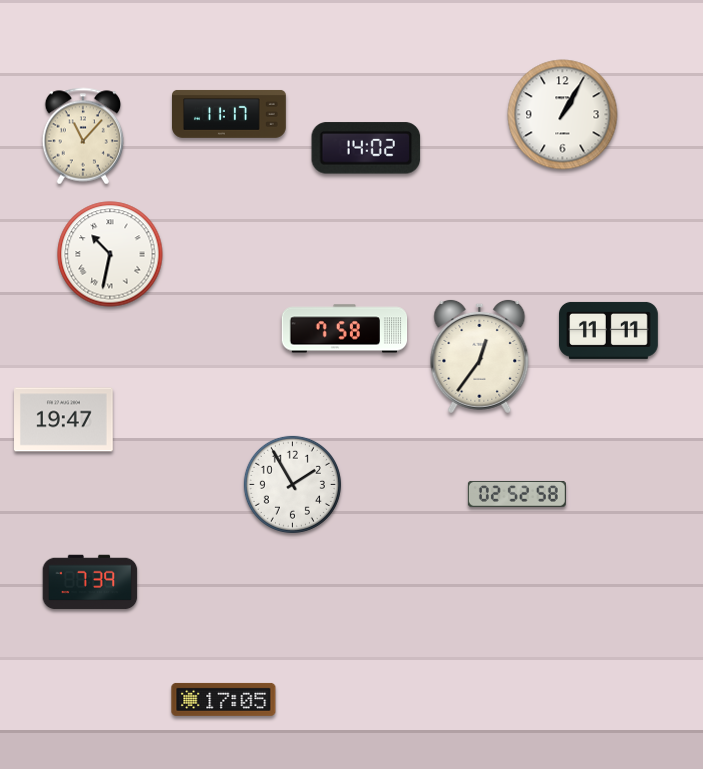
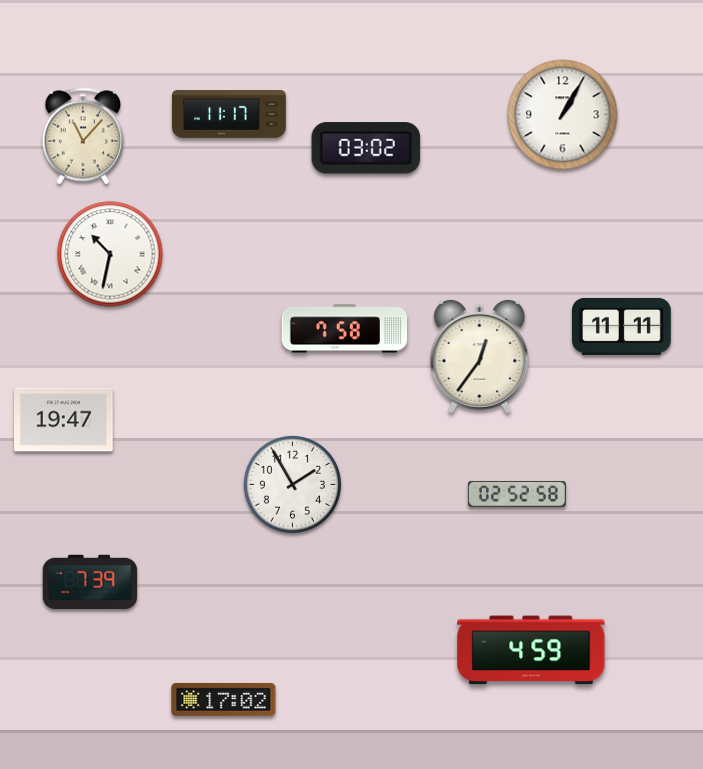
clock at (366, 148): 14:02 -> 03:02
clock at (609, 330) position: (609, 330) -> (622, 326)
clock at (531, 650): none -> 4:59
clock at (224, 699): 17:05 -> 17:02
